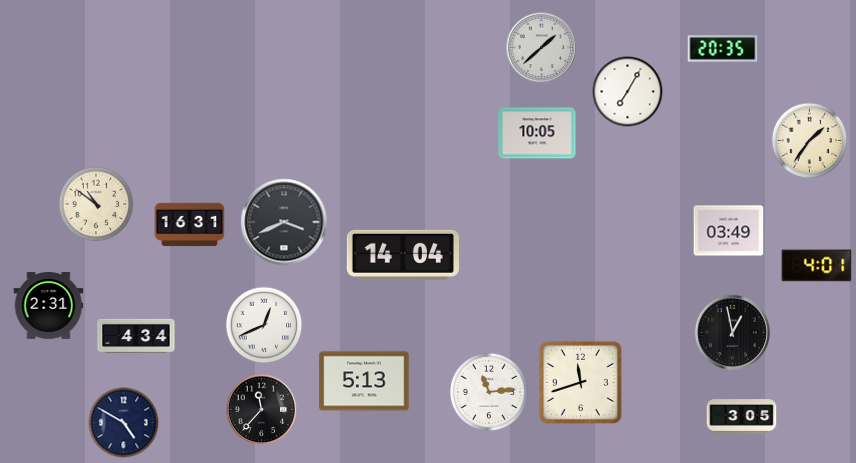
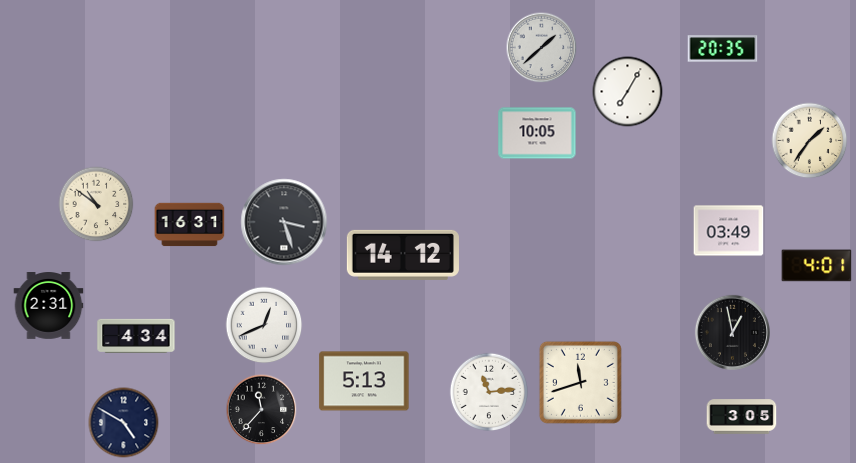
clock at (284, 222): 3:41 -> 3:27
clock at (403, 255): 14:04 -> 14:12
